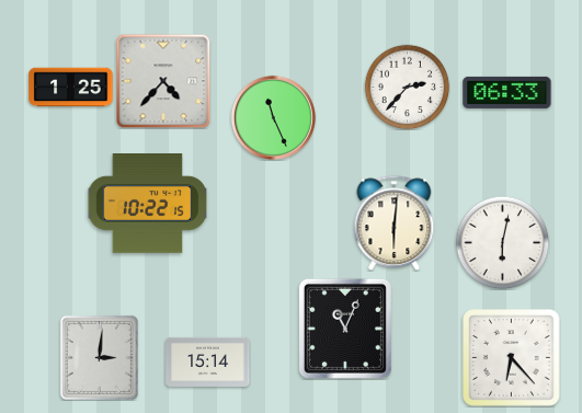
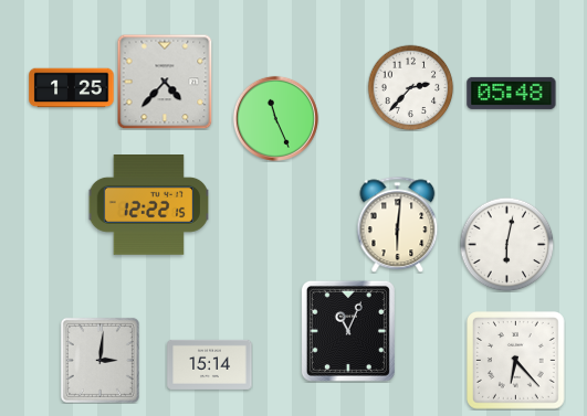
clock at (507, 92): 06:33 -> 05:48
clock at (147, 204): 10:22 -> 12:22
